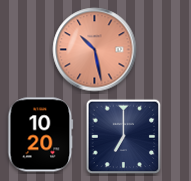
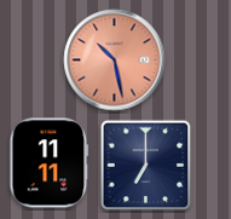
clock at (41, 135): 10:20 -> 11:11
clock at (124, 137) position: (124, 137) -> (146, 166)
